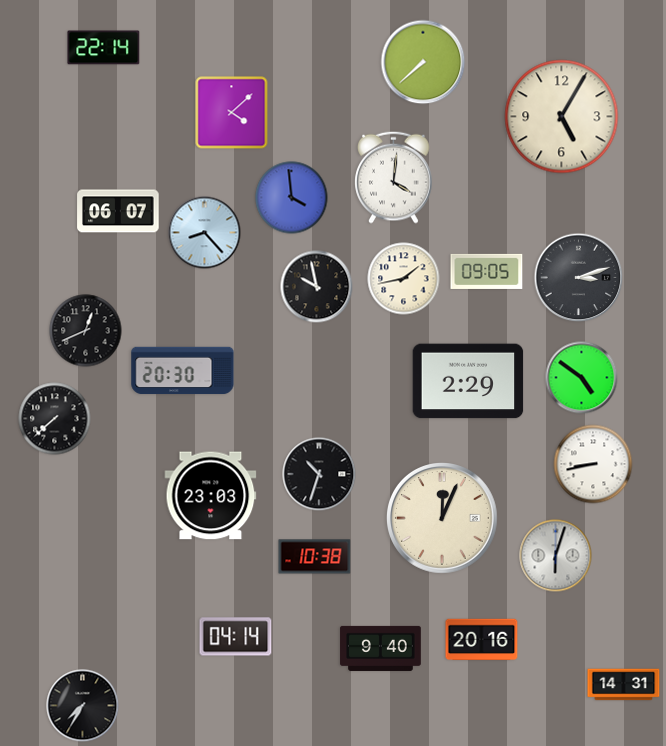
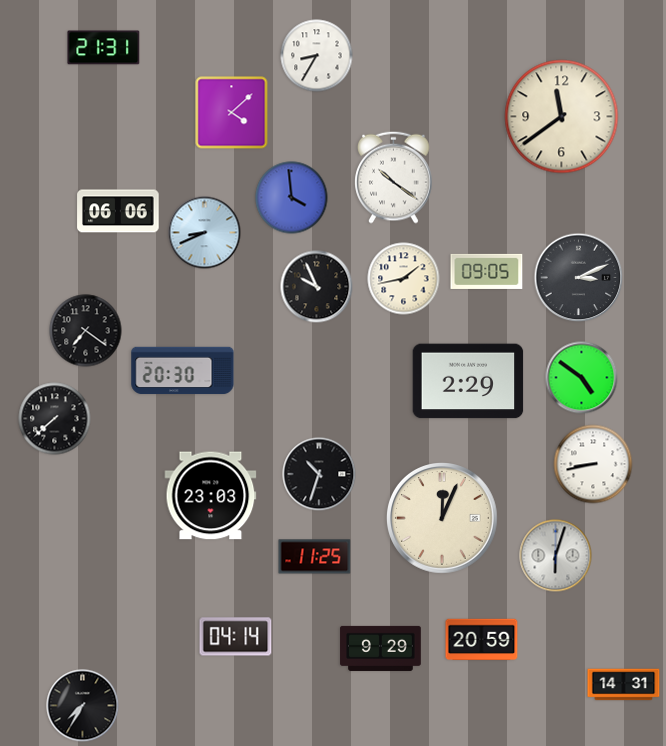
clock at (104, 48): 22:14 -> 21:31
clock at (317, 56): none -> 8:35
clock at (423, 62): 7:38 -> none
clock at (562, 117): 5:05 -> 11:39
clock at (394, 177): 4:01 -> 10:21
clock at (118, 211): 06:07 -> 06:06
clock at (205, 233): 8:23 -> 8:41
clock at (579, 278): 3:12 -> 3:11
clock at (317, 287): 9:58 -> 9:56
clock at (86, 331): 12:41 -> 7:21
clock at (315, 557): 10:38 -> 11:25
clock at (482, 640): 20:16 -> 20:59
clock at (381, 648): 9:40 -> 9:29
